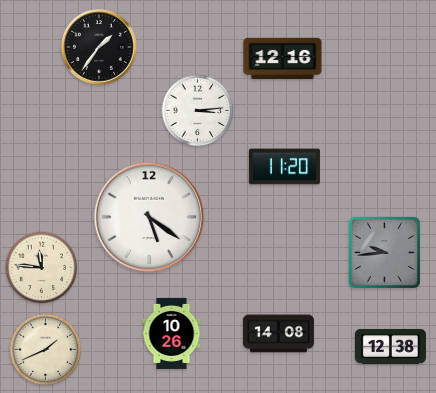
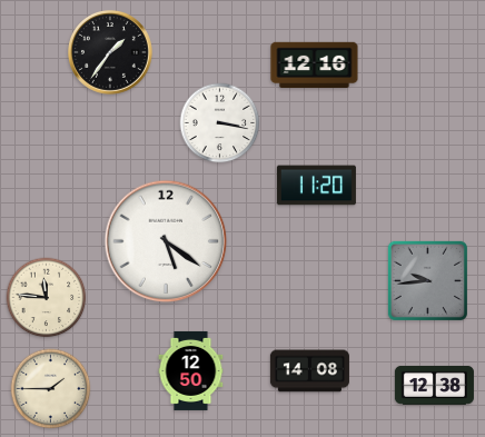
clock at (198, 111): 3:14 -> 3:17
clock at (172, 333): 10:26 -> 12:50
clock at (46, 350): 1:41 -> 1:45
